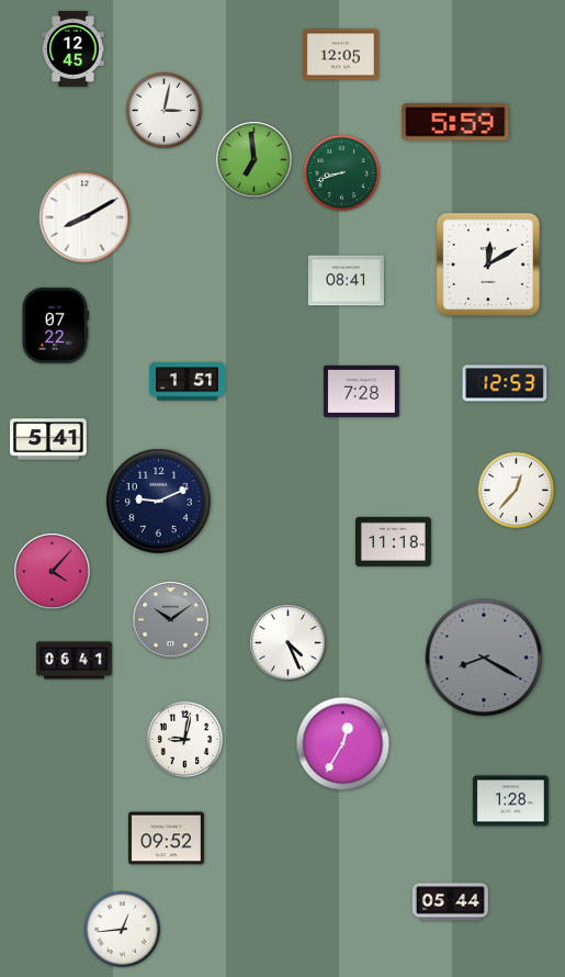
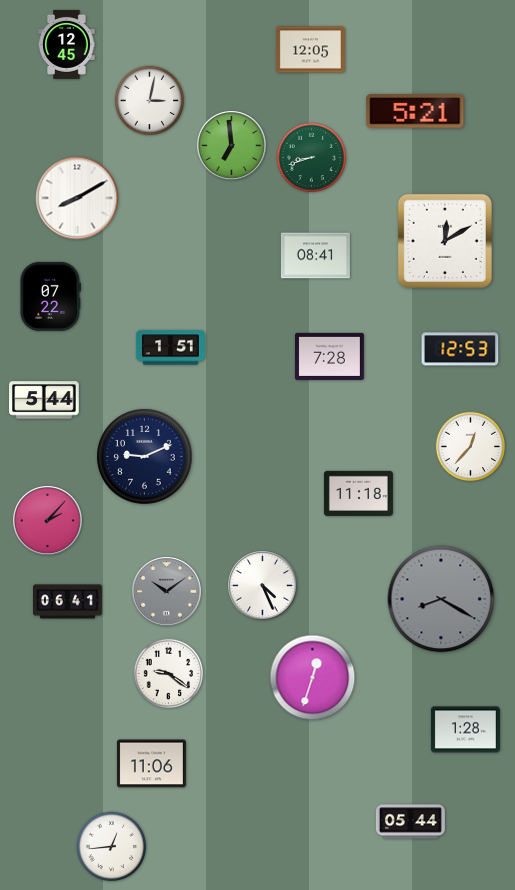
clock at (455, 122): 5:59 -> 5:21
clock at (49, 439): 5:41 -> 5:44
clock at (53, 572): 4:07 -> 2:07
clock at (171, 620) position: (171, 620) -> (167, 592)
clock at (185, 740): 9:02 -> 9:21
clock at (343, 744): 12:35 -> 12:33
clock at (166, 839): 09:52 -> 11:06
